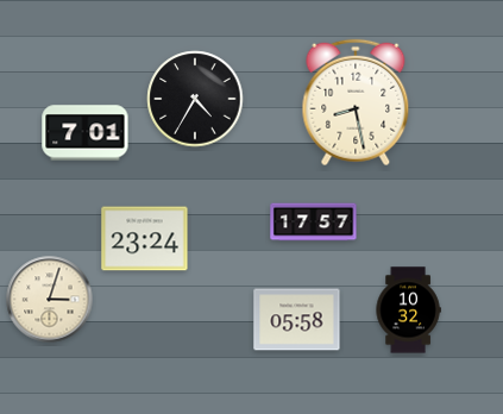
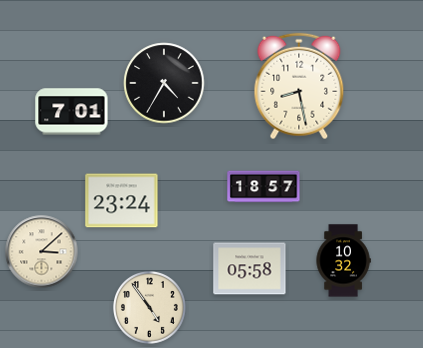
clock at (314, 222): 17:57 -> 18:57
clock at (50, 300): 3:03 -> 3:08
clock at (150, 308): none -> 4:54
